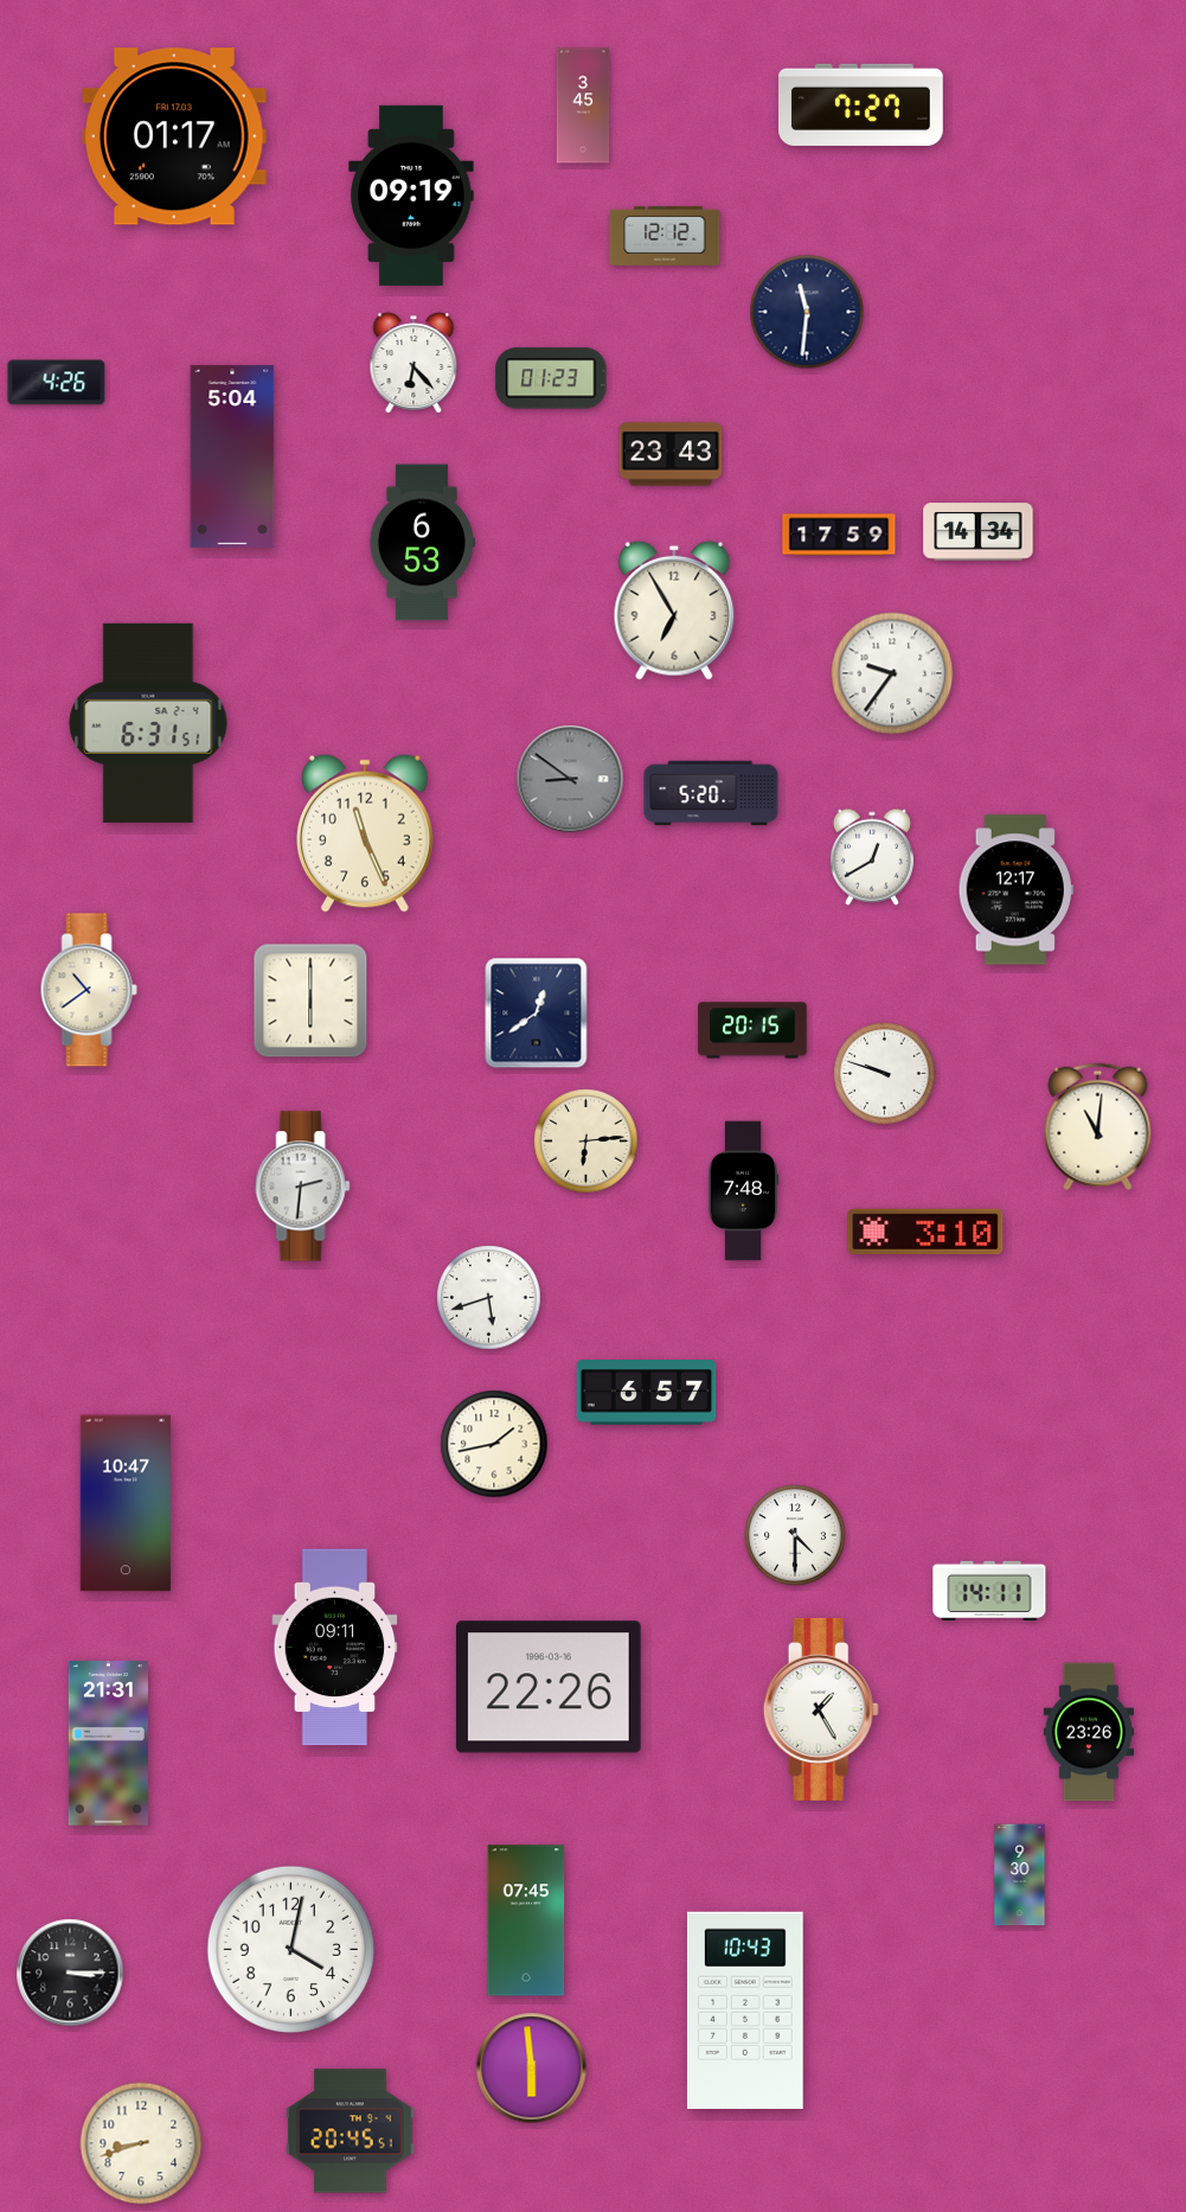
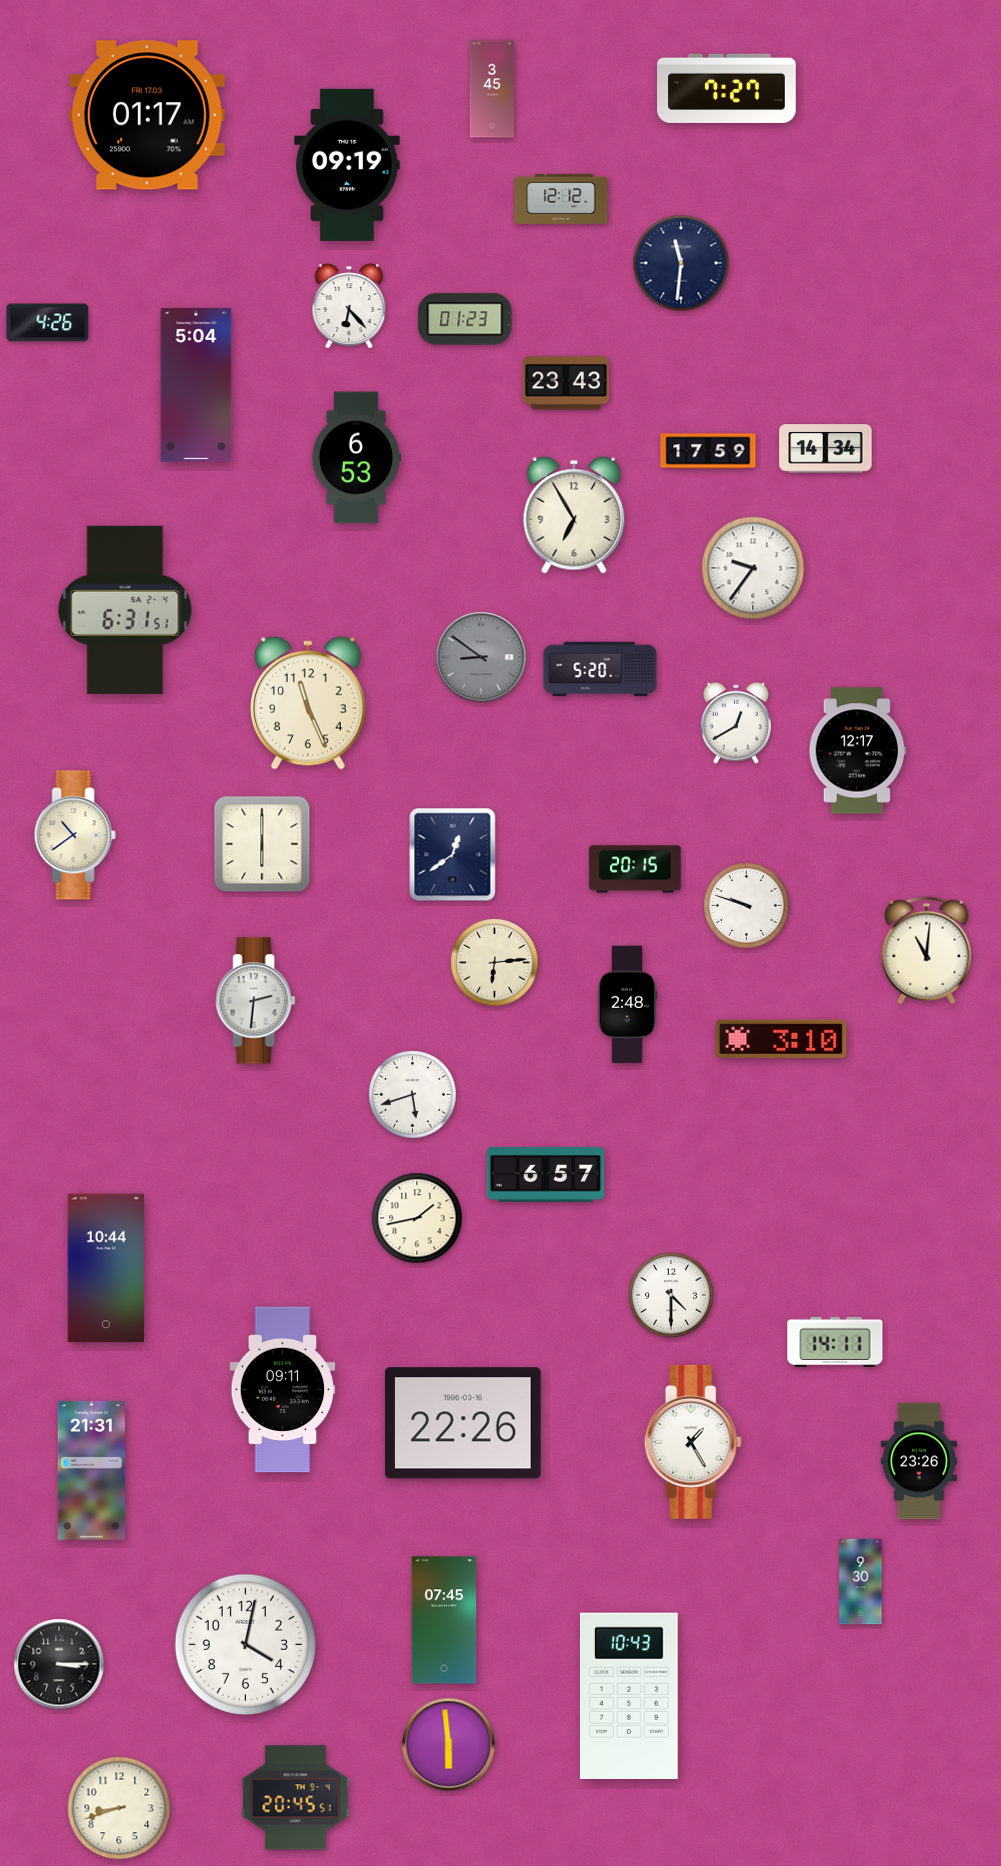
clock at (674, 610) position: (674, 610) -> (574, 515)
clock at (743, 1191): 7:48 -> 2:48
clock at (126, 1503): 10:47 -> 10:44
